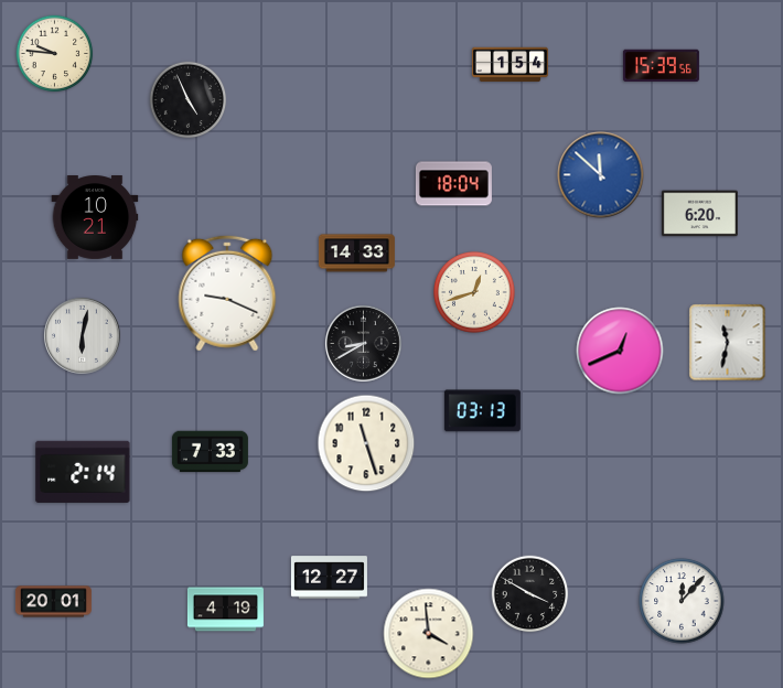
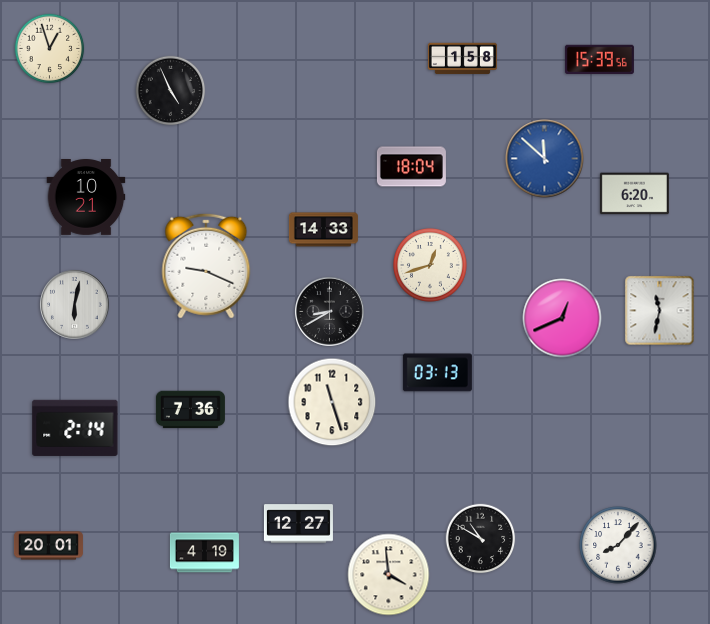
clock at (55, 54): 9:46 -> 12:57
clock at (510, 65): 1:54 -> 1:58
clock at (210, 452): 7:33 -> 7:36
clock at (530, 594): 3:50 -> 10:50
clock at (682, 601): 12:07 -> 8:07
